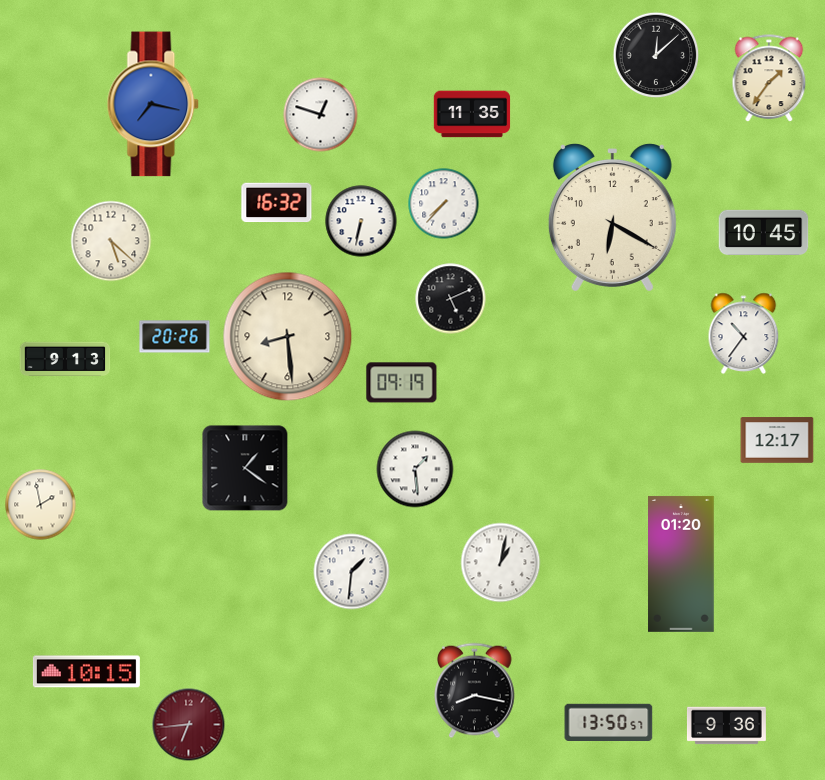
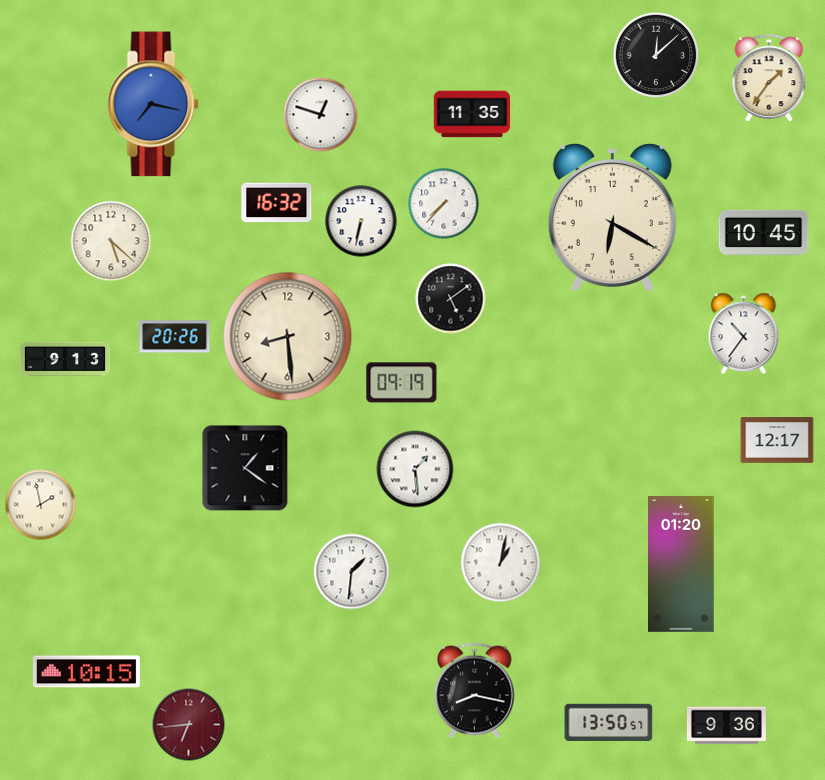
clock at (451, 299): 5:11 -> 5:09
